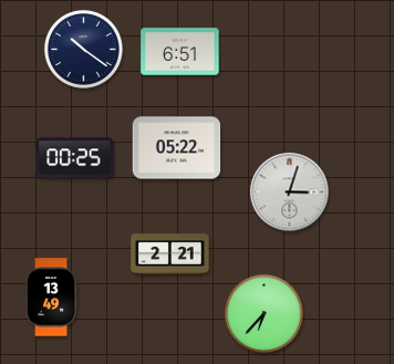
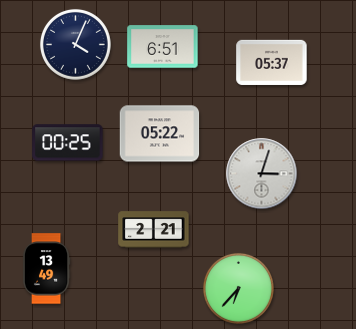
clock at (83, 49): 10:21 -> 4:04
clock at (272, 62): none -> 05:37
clock at (263, 313) position: (263, 313) -> (238, 288)
